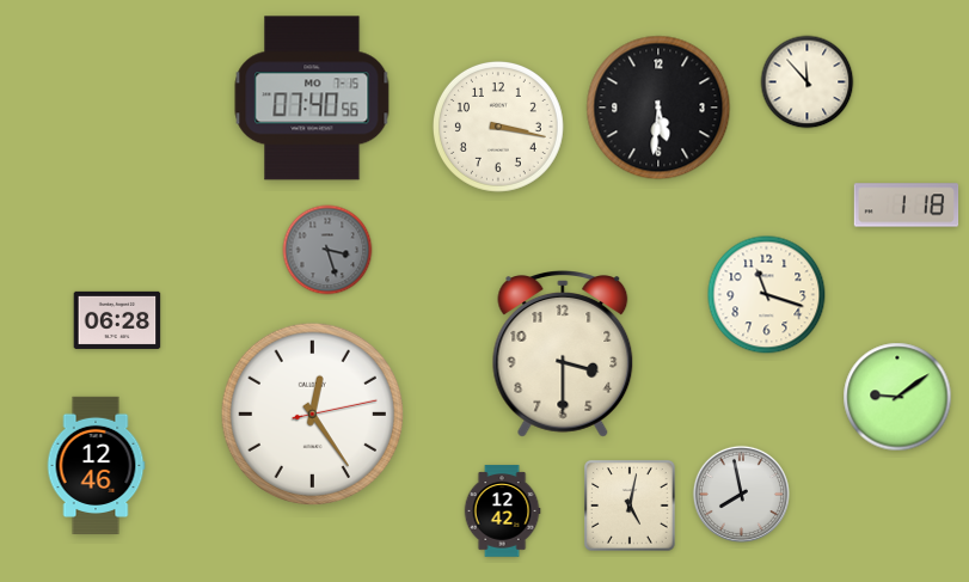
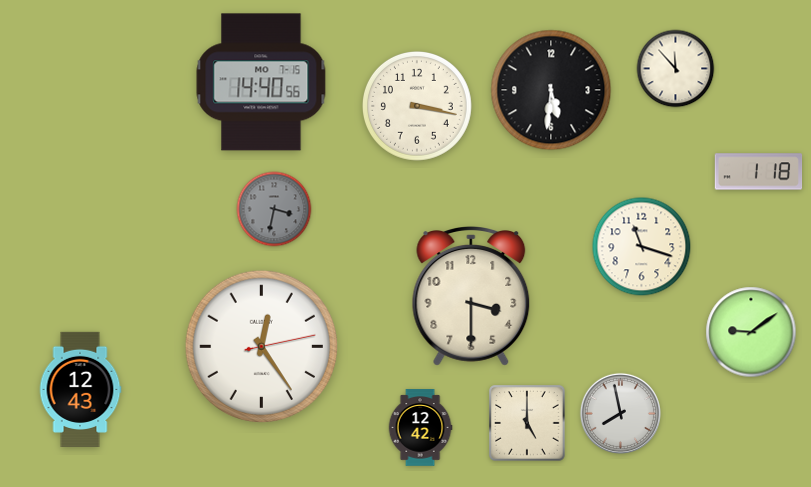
clock at (312, 98): 07:40 -> 14:40
clock at (327, 250): 3:27 -> 3:32
clock at (117, 320): 06:28 -> none
clock at (96, 465): 12:46 -> 12:43
clock at (631, 507): 5:02 -> 5:00
